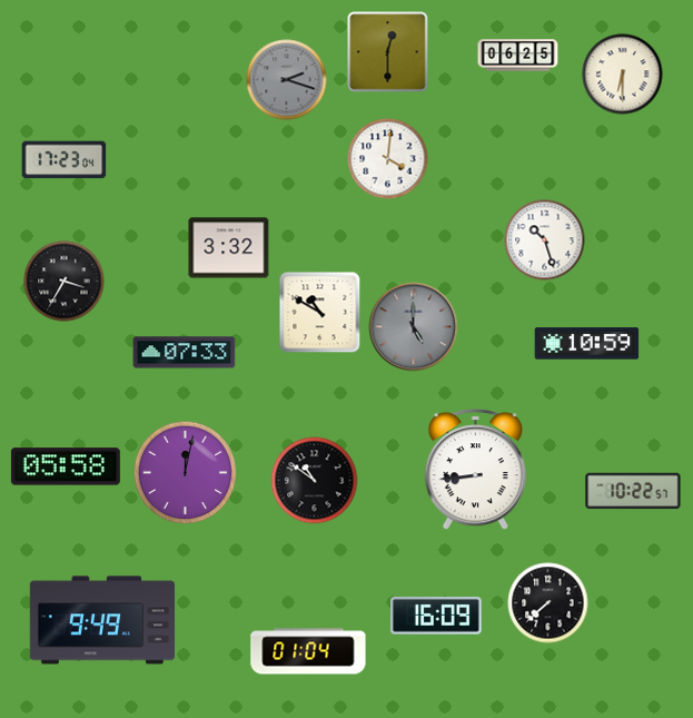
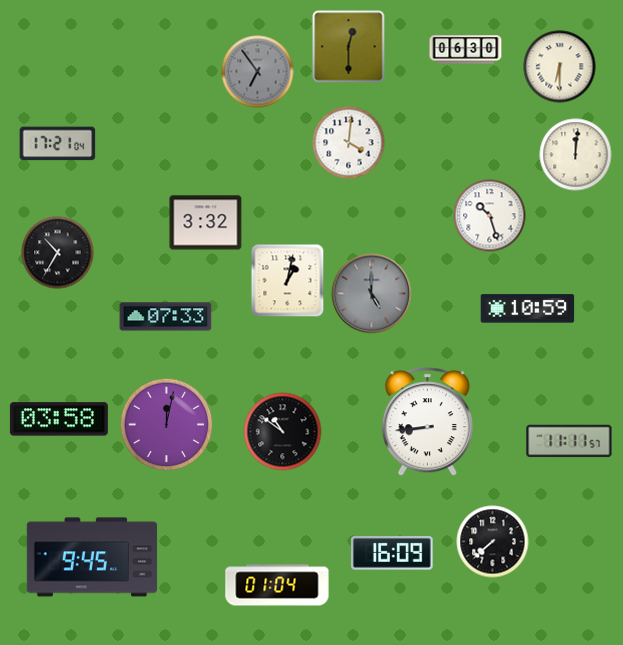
clock at (518, 56): 06:25 -> 06:30
clock at (287, 80): 2:18 -> 6:54
clock at (65, 160): 17:23 -> 17:21
clock at (576, 155): none -> 12:01
clock at (65, 282): 3:35 -> 10:35
clock at (320, 313): 10:50 -> 1:02
clock at (66, 466): 05:58 -> 03:58
clock at (633, 491): 10:22 -> 11:11
clock at (102, 620): 9:49 -> 9:45
